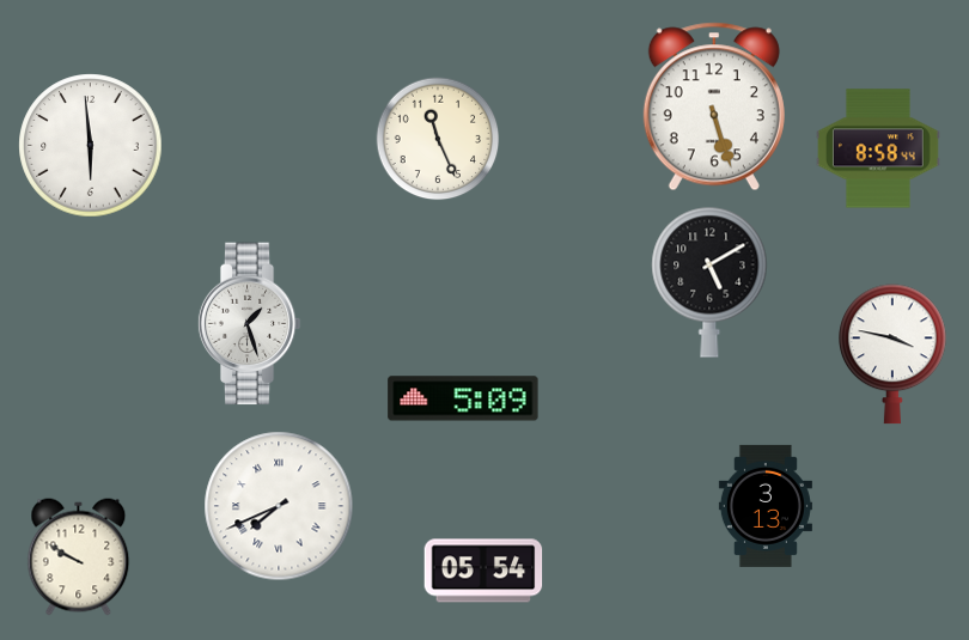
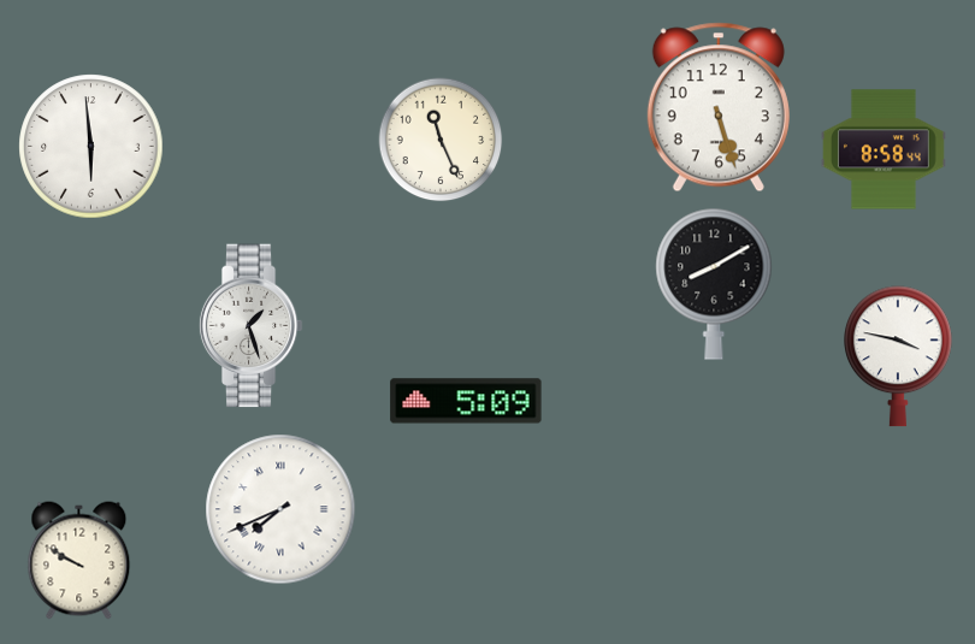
clock at (709, 282): 5:10 -> 8:10
clock at (766, 506): 3:13 -> none
clock at (483, 571): 05:54 -> none
